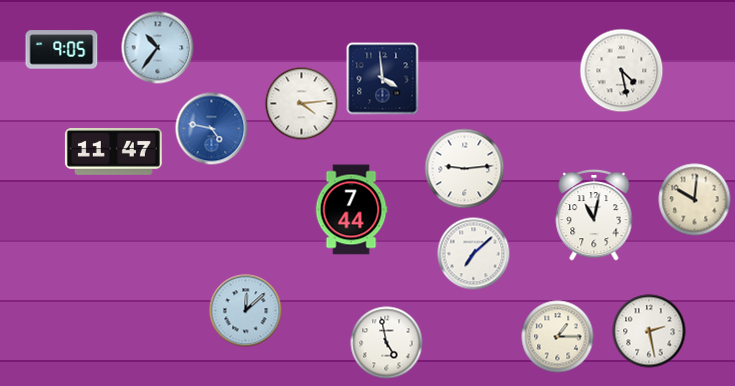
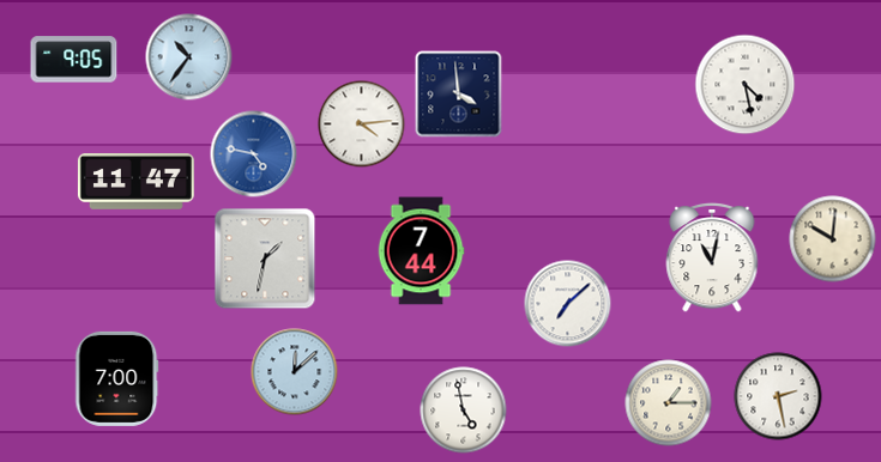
clock at (465, 169): 9:14 -> none
clock at (265, 259): none -> 1:32
clock at (117, 378): none -> 7:00
